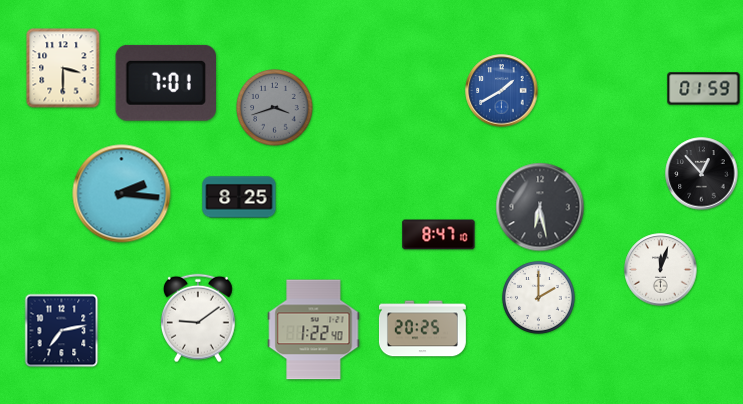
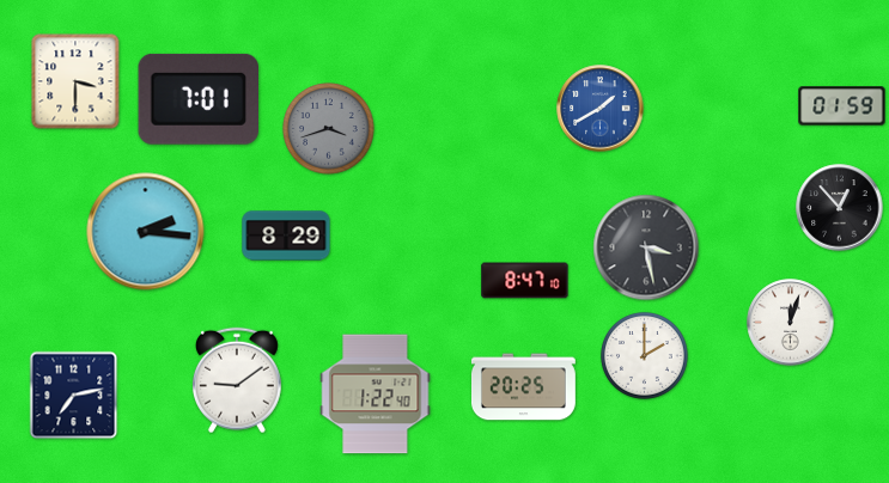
clock at (239, 197): 8:25 -> 8:29
clock at (540, 207): 6:28 -> 3:28
clock at (422, 329) position: (422, 329) -> (523, 387)
